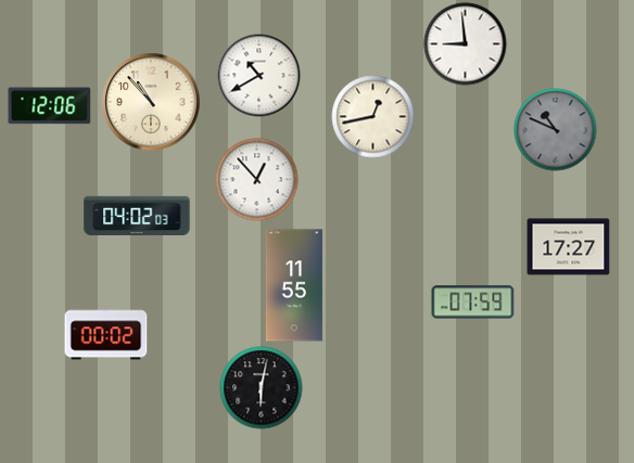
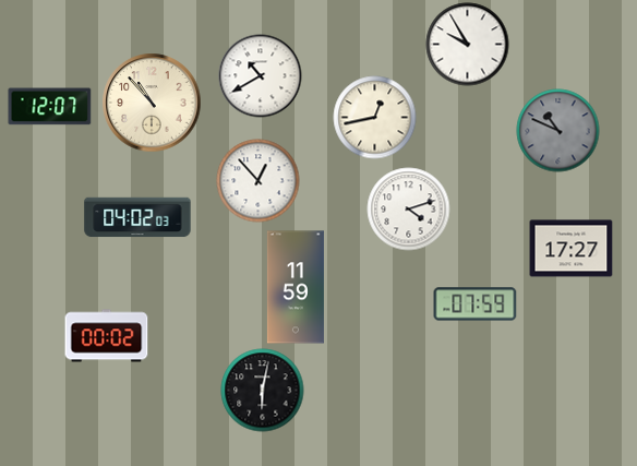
clock at (466, 44): 8:59 -> 9:55
clock at (50, 106): 12:06 -> 12:07
clock at (409, 210): none -> 4:12
clock at (294, 285): 11:55 -> 11:59
